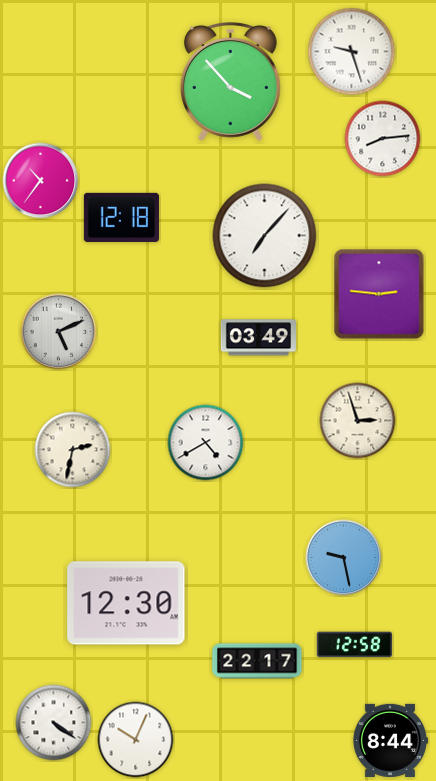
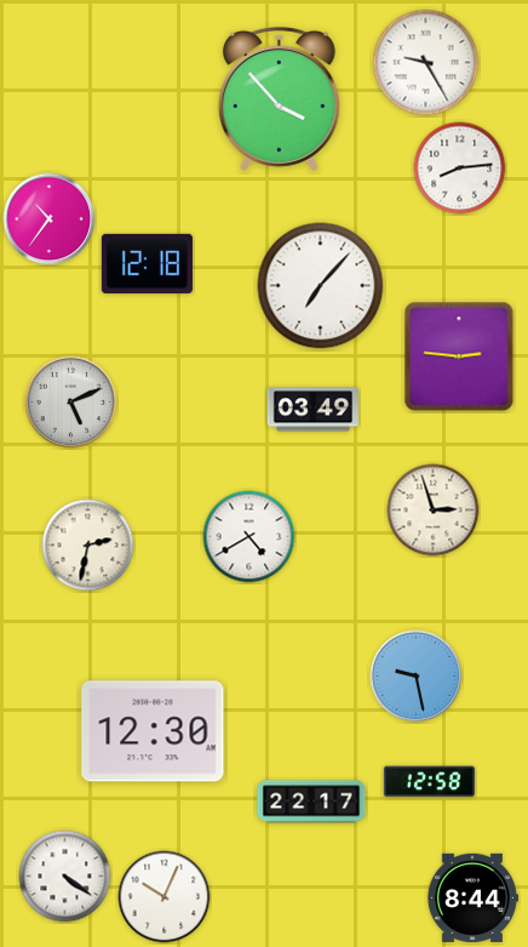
clock at (352, 52): 9:27 -> 9:25
clock at (383, 139) position: (383, 139) -> (460, 169)
